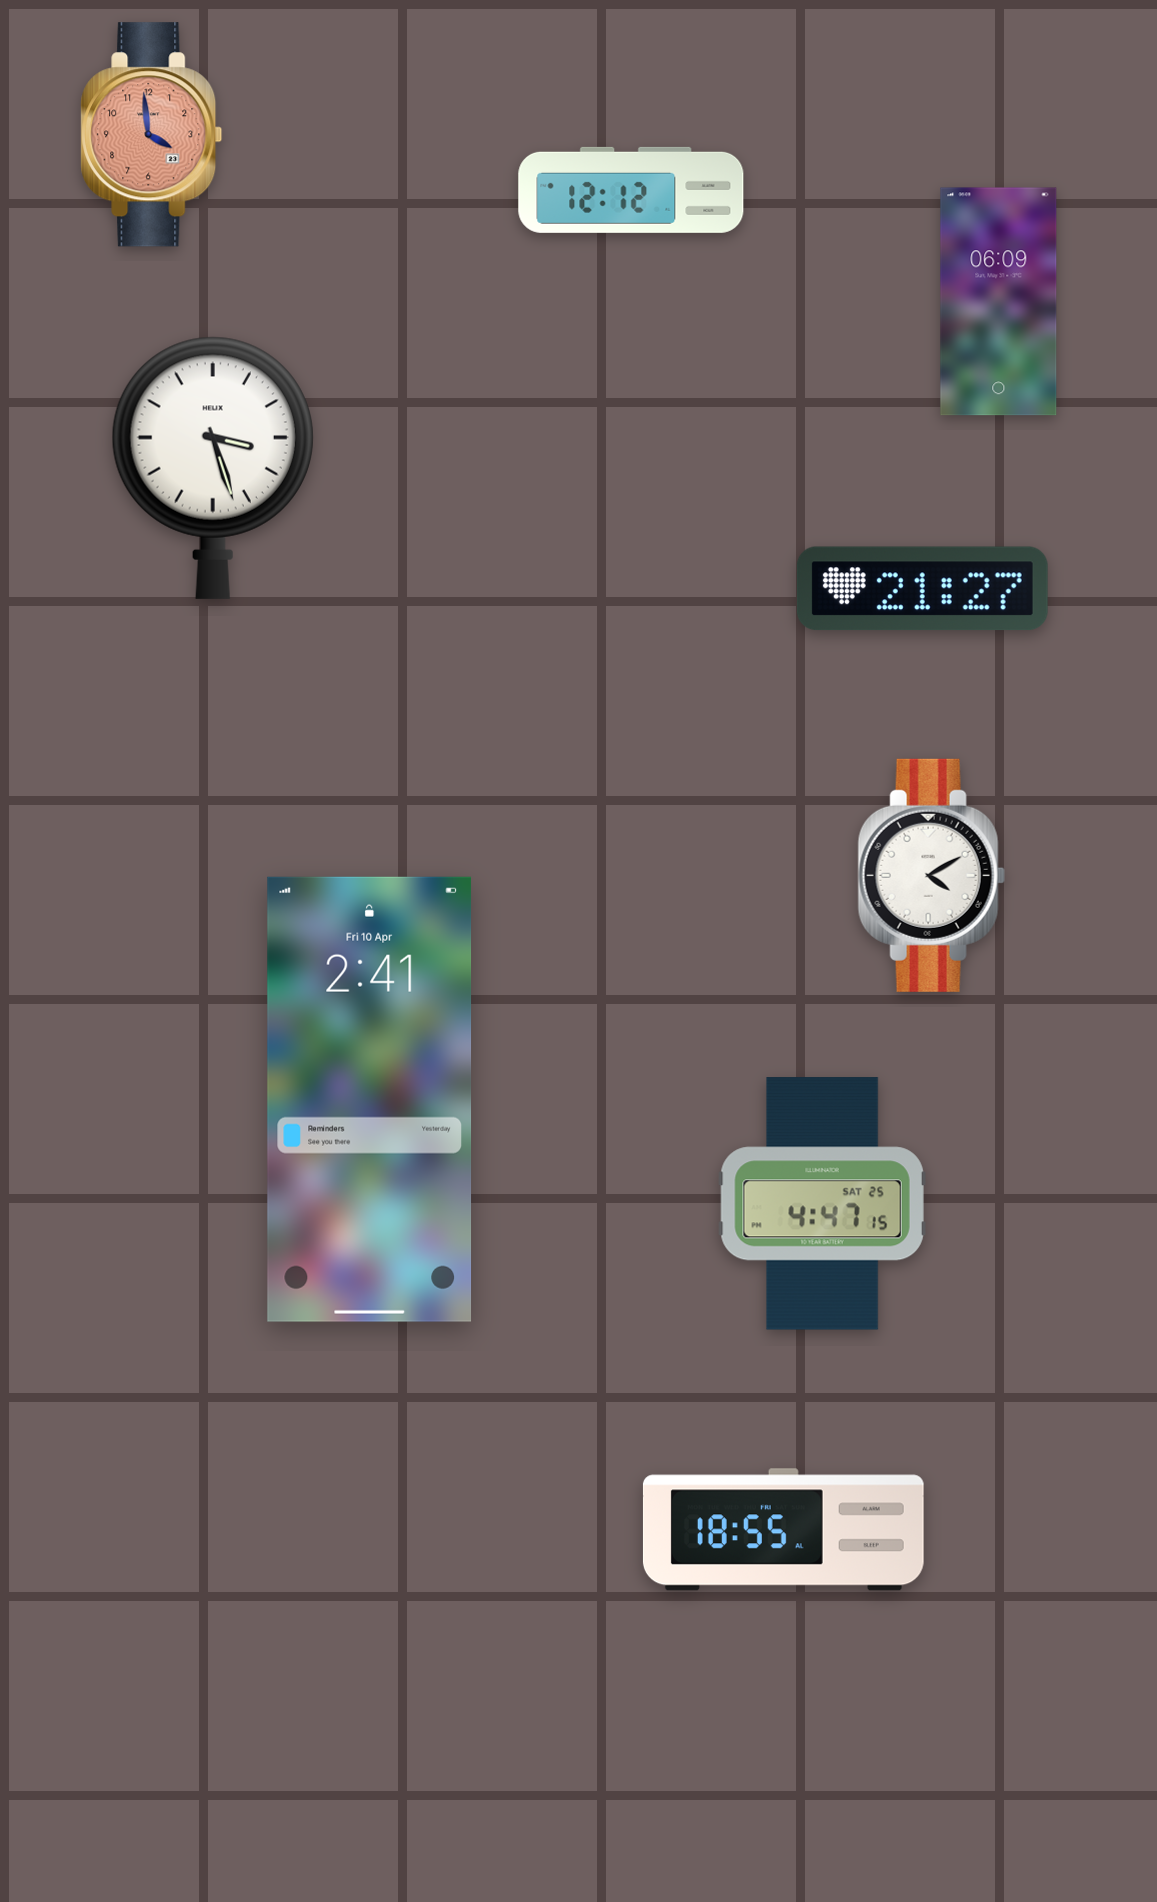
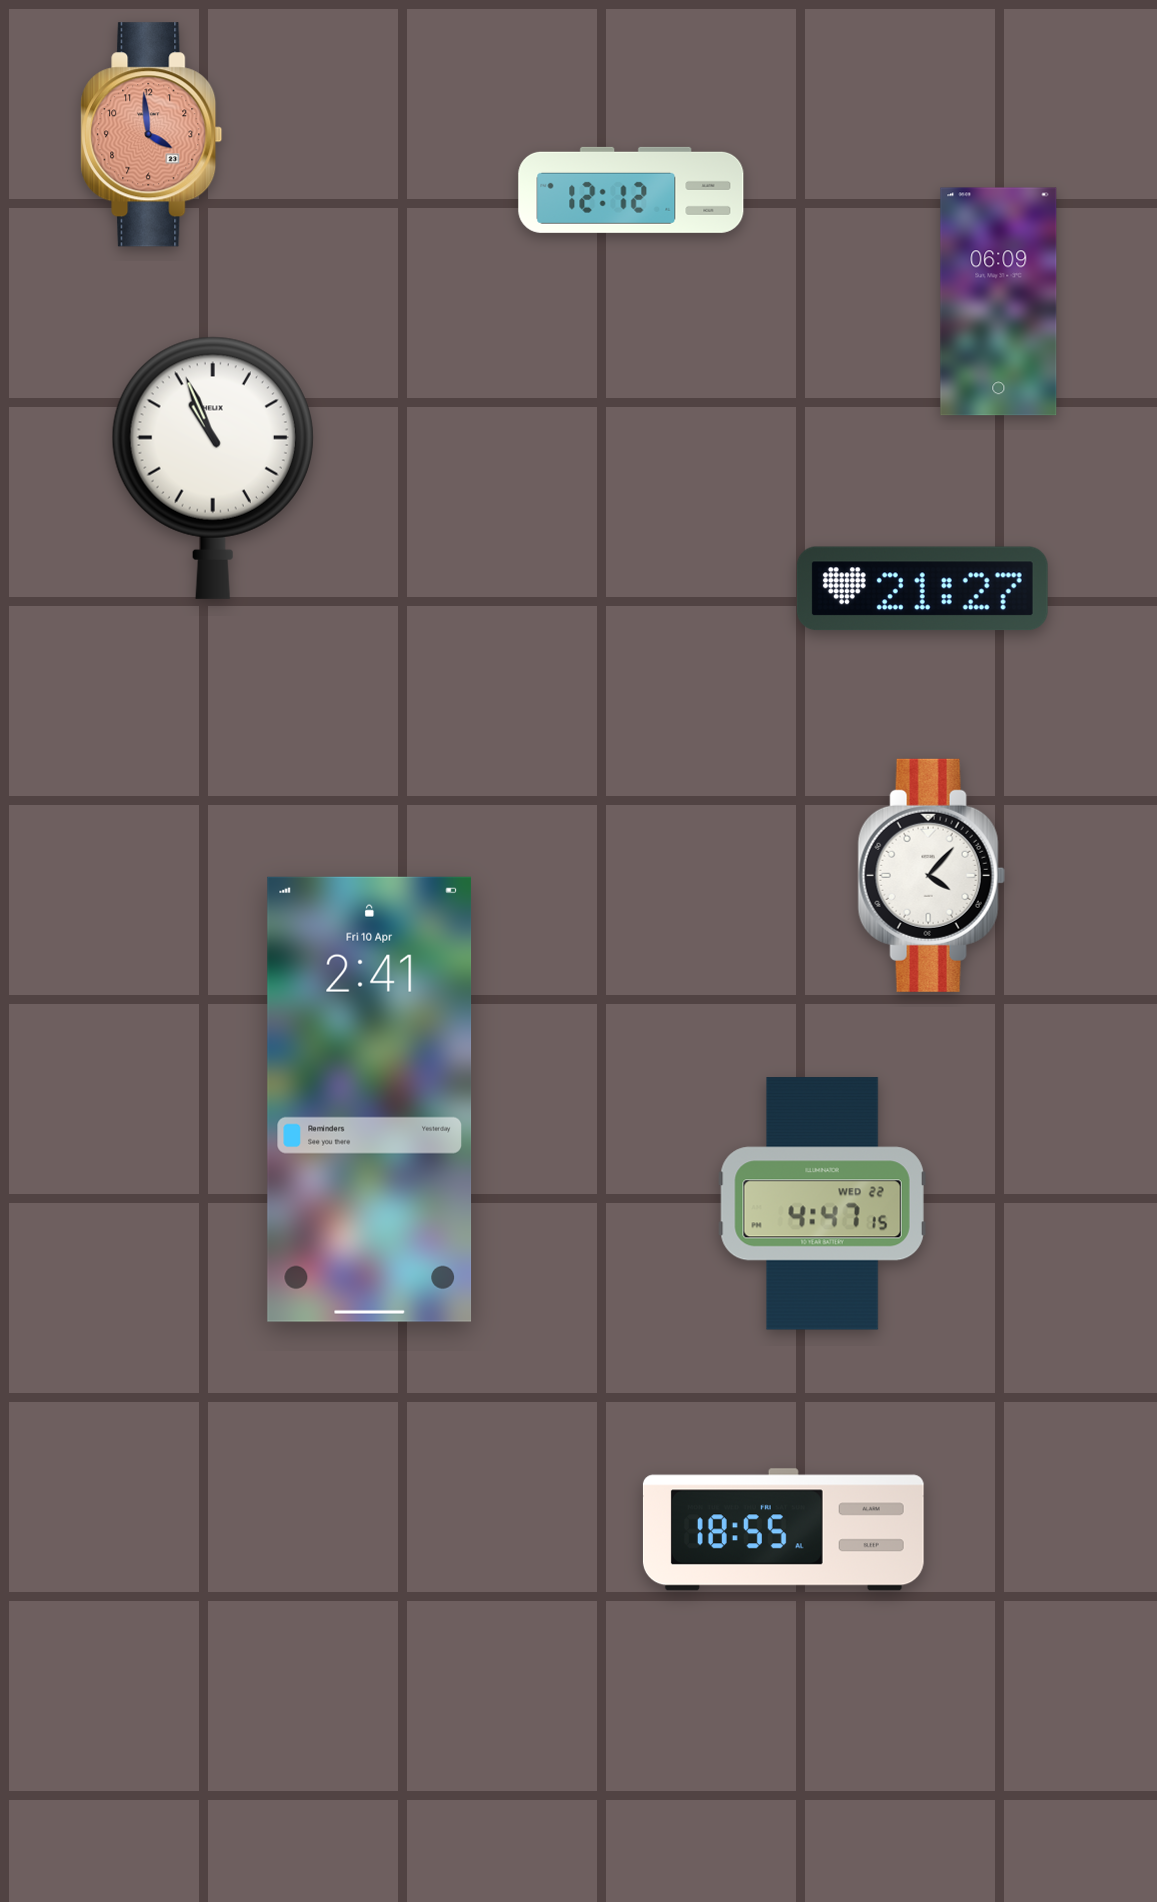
clock at (213, 468): 3:27 -> 10:56
clock at (931, 875): 4:10 -> 4:07
clock at (822, 1204) date: SAT 25 -> WED 22
